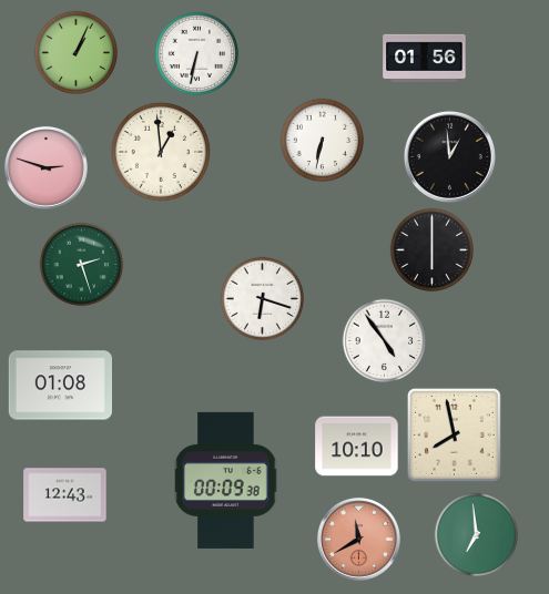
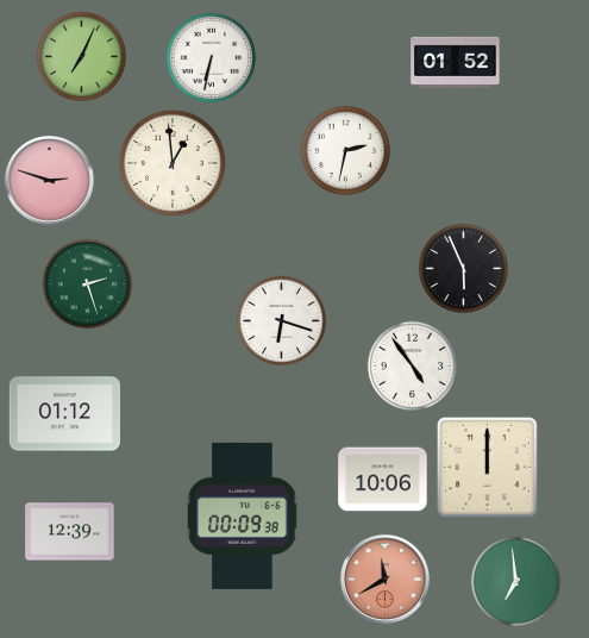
clock at (77, 53): 1:04 -> 7:04
clock at (425, 58): 01:56 -> 01:52
clock at (323, 141): 6:32 -> 2:32
clock at (449, 156): 12:59 -> none
clock at (433, 250): 6:00 -> 5:56
clock at (60, 386): 01:08 -> 01:12
clock at (454, 434): 7:58 -> 12:00
clock at (357, 447): 10:10 -> 10:06
clock at (65, 495): 12:43 -> 12:39
clock at (477, 535) position: (477, 535) -> (516, 582)
